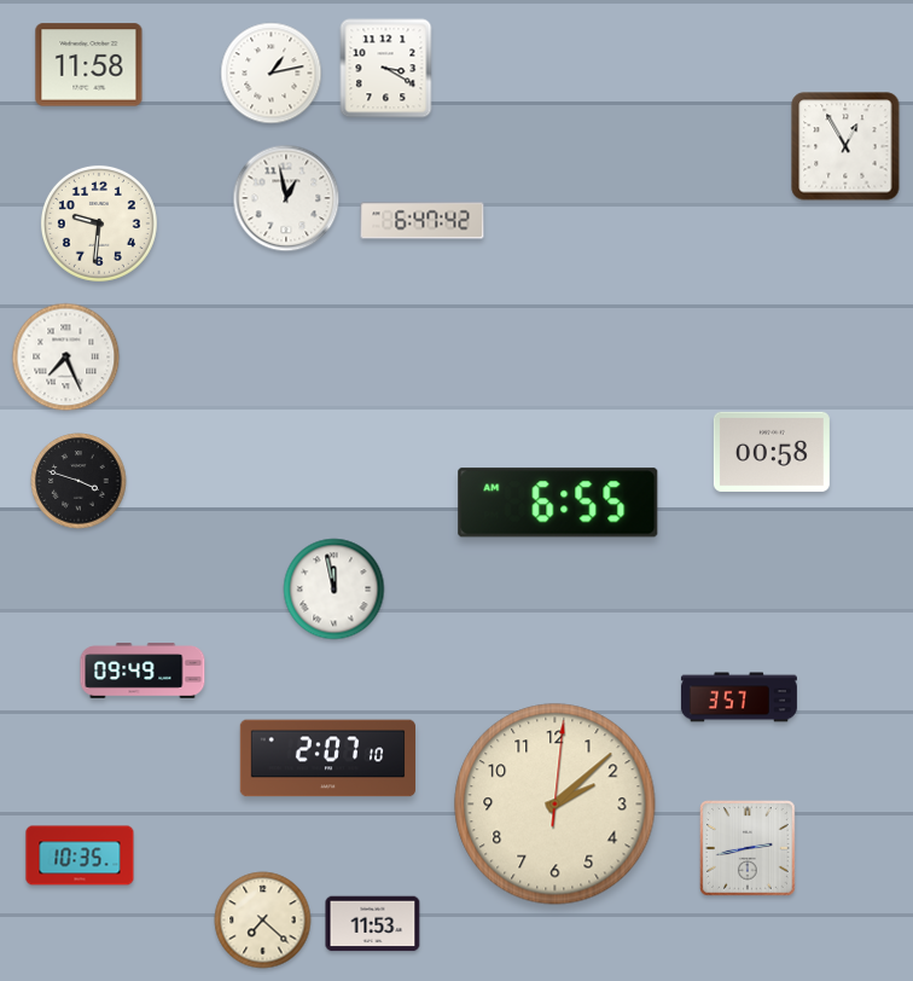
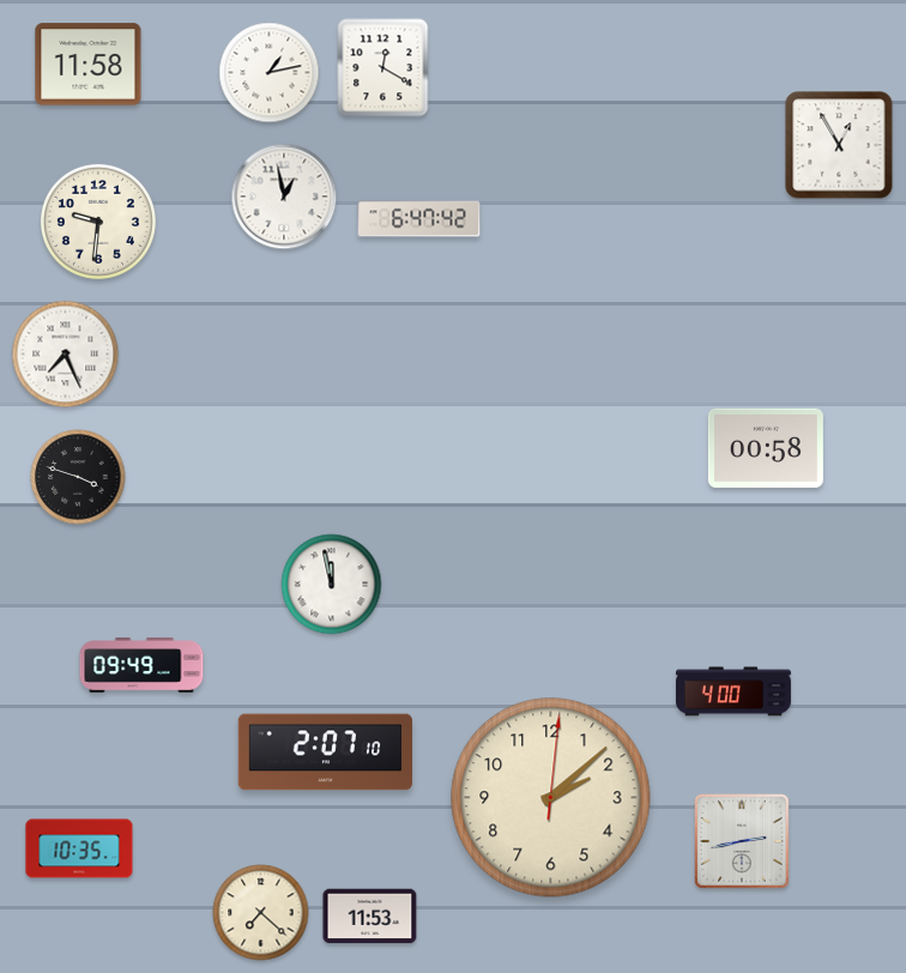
clock at (386, 69): 3:20 -> 12:20
clock at (558, 503): 6:55 -> none
clock at (739, 697): 3:57 -> 4:00
